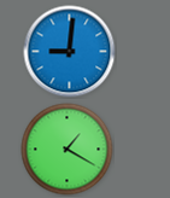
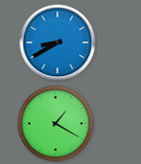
clock at (70, 52): 9:01 -> 8:40
